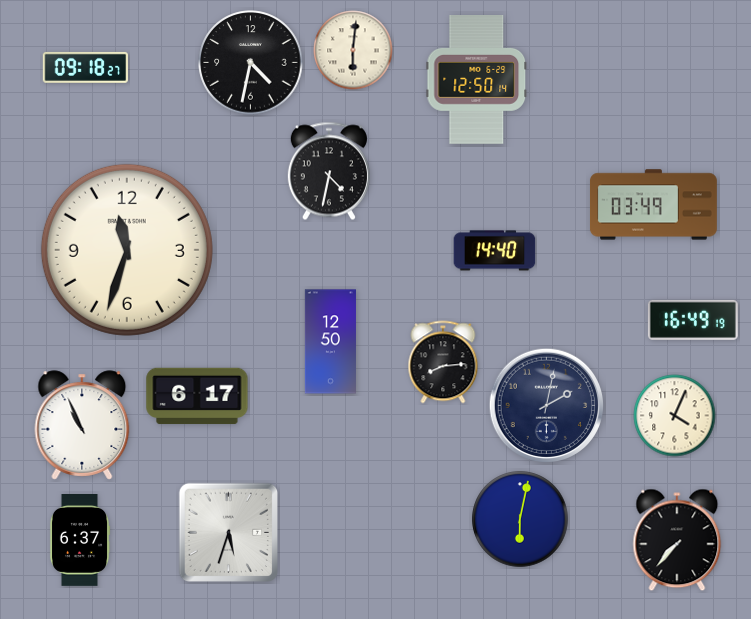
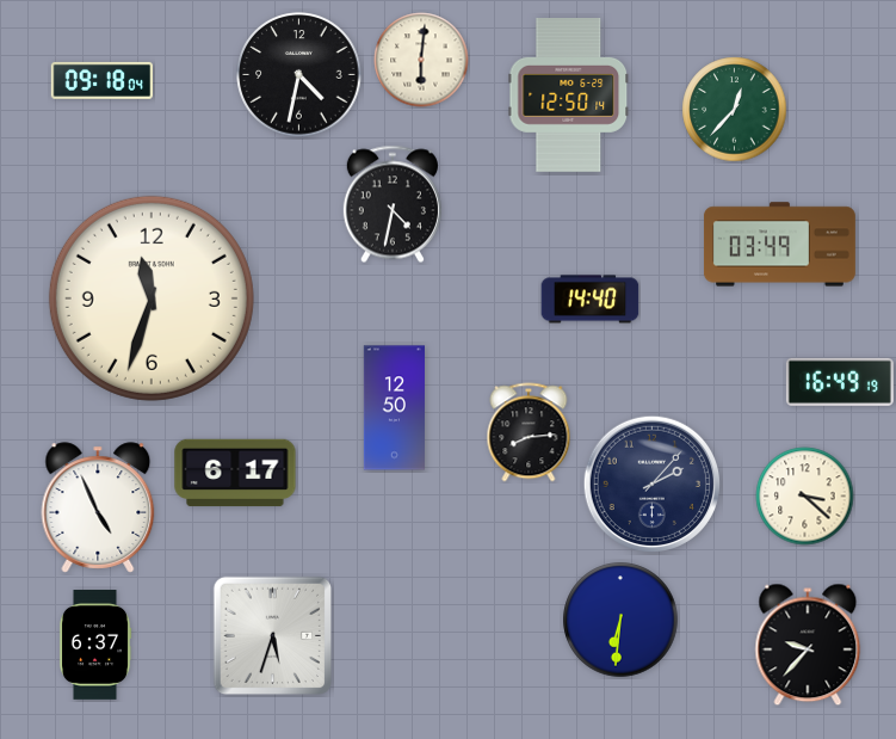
clock at (86, 67): 09:18:27 -> 09:18:04
clock at (735, 110): none -> 12:37
clock at (693, 320) position: (693, 320) -> (840, 382)
clock at (546, 405): 2:02 -> 2:07
clock at (675, 416): 4:04 -> 3:22
clock at (82, 425): 10:56 -> 4:56
clock at (520, 519): 6:02 -> 6:31
clock at (677, 540): 7:37 -> 9:37
